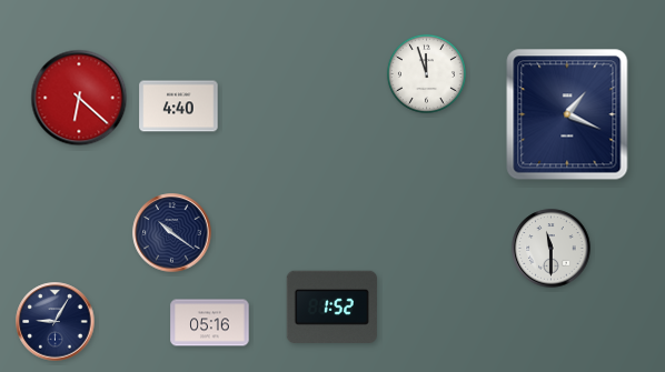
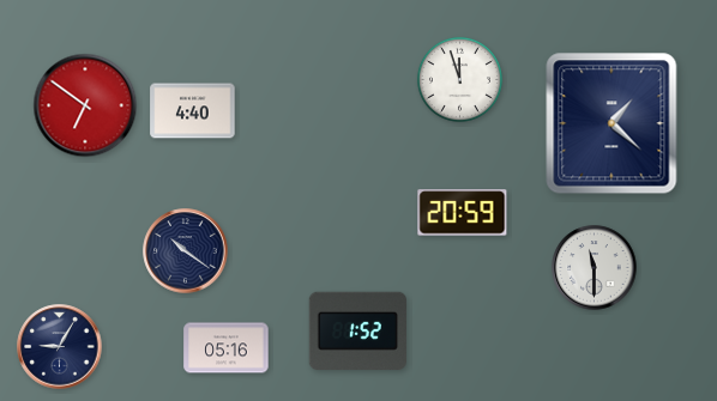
clock at (79, 98): 6:22 -> 6:51
clock at (179, 107) position: (179, 107) -> (193, 111)
clock at (567, 114): 1:19 -> 1:22
clock at (463, 213): none -> 20:59
